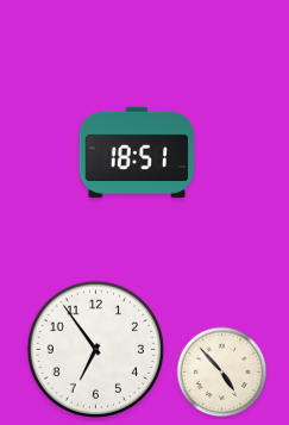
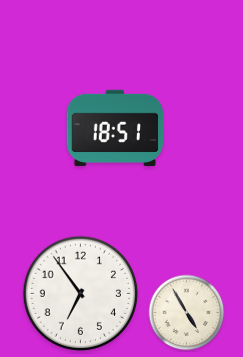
clock at (222, 373): 4:53 -> 4:55
